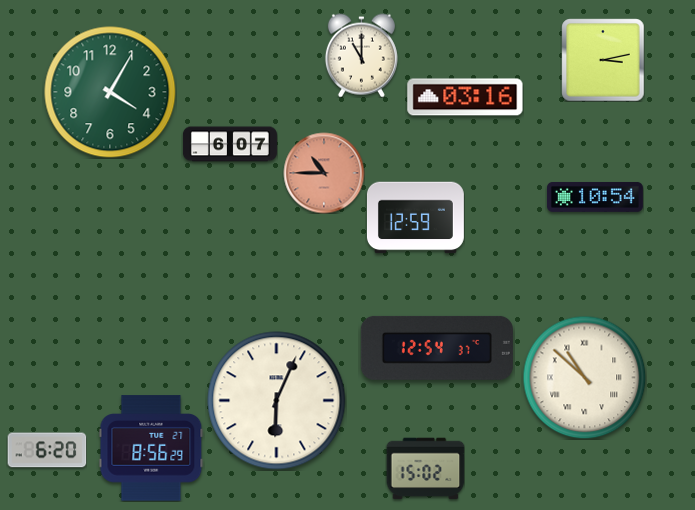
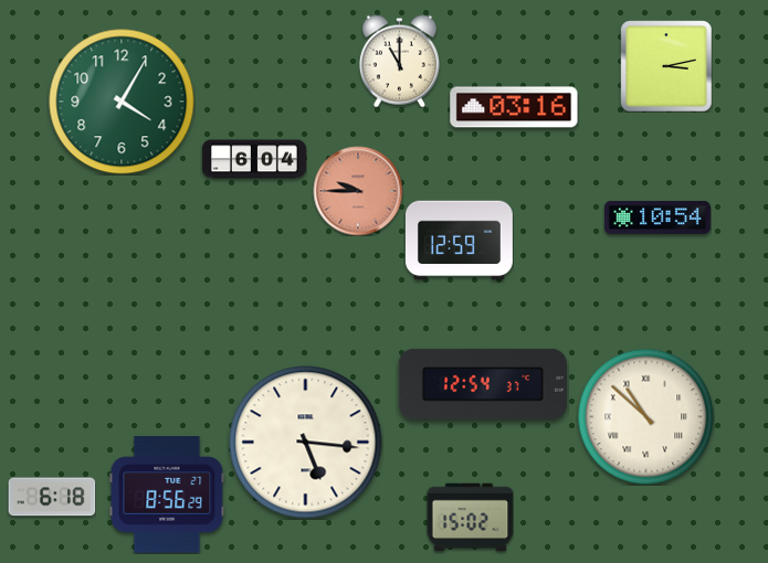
clock at (230, 144): 6:07 -> 6:04
clock at (324, 173): 10:45 -> 9:45
clock at (277, 401): 6:04 -> 5:16
clock at (47, 450): 6:20 -> 6:18
